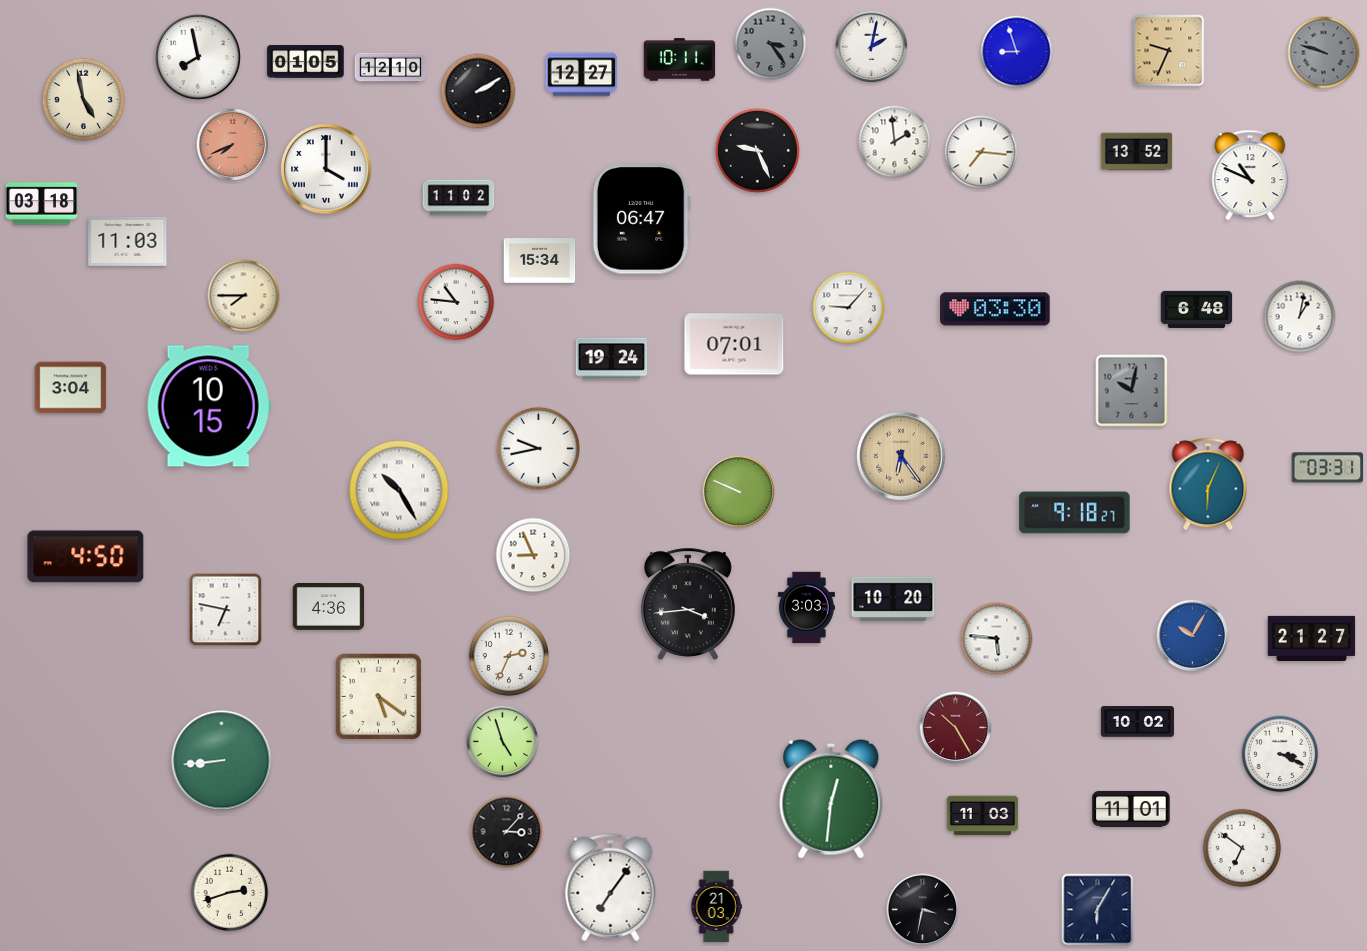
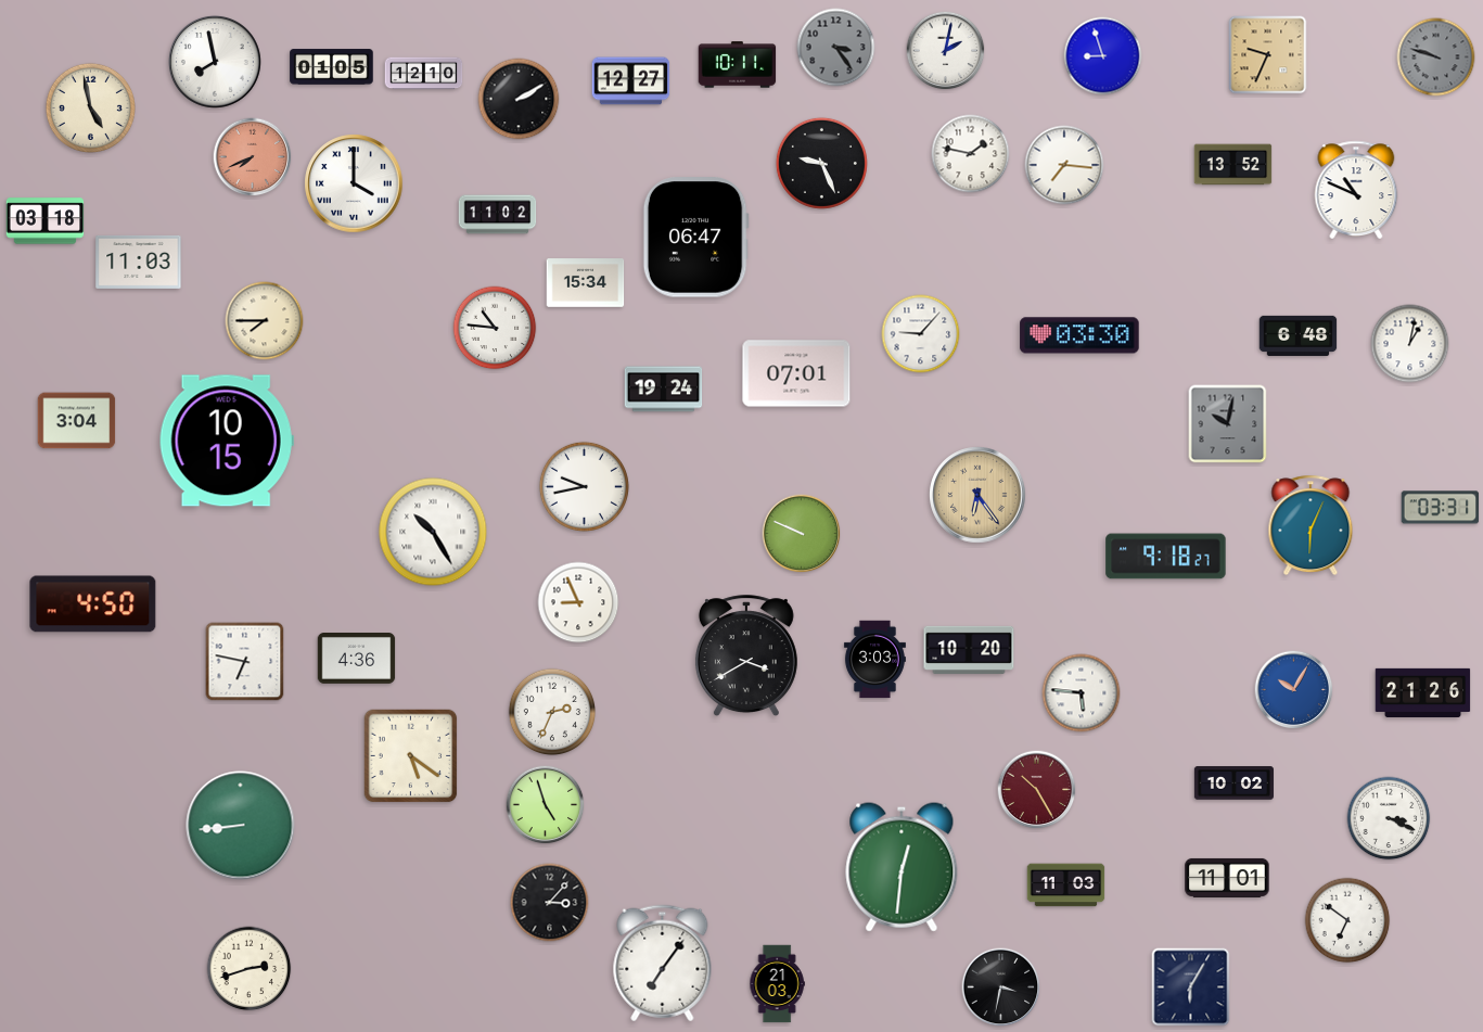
clock at (895, 142): 1:59 -> 1:47
clock at (688, 605): 3:44 -> 3:40
clock at (1312, 638): 21:27 -> 21:26
